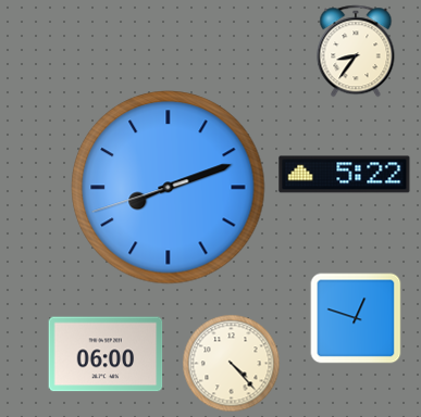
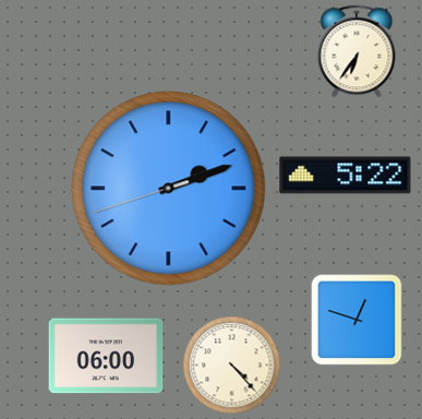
clock at (356, 51): 8:36 -> 6:36
clock at (169, 188): 8:11 -> 2:11
